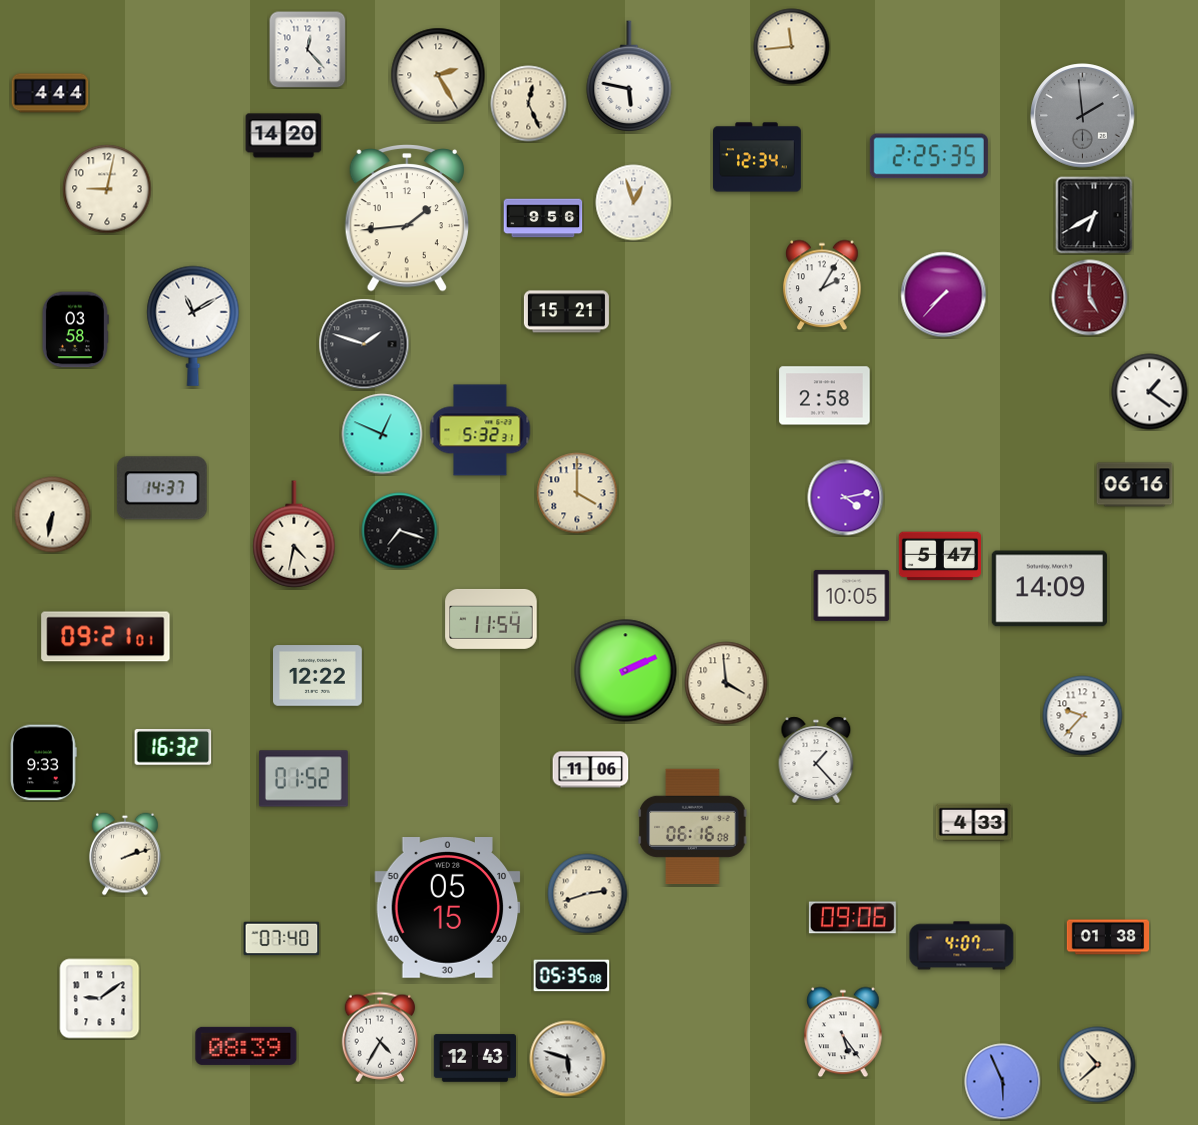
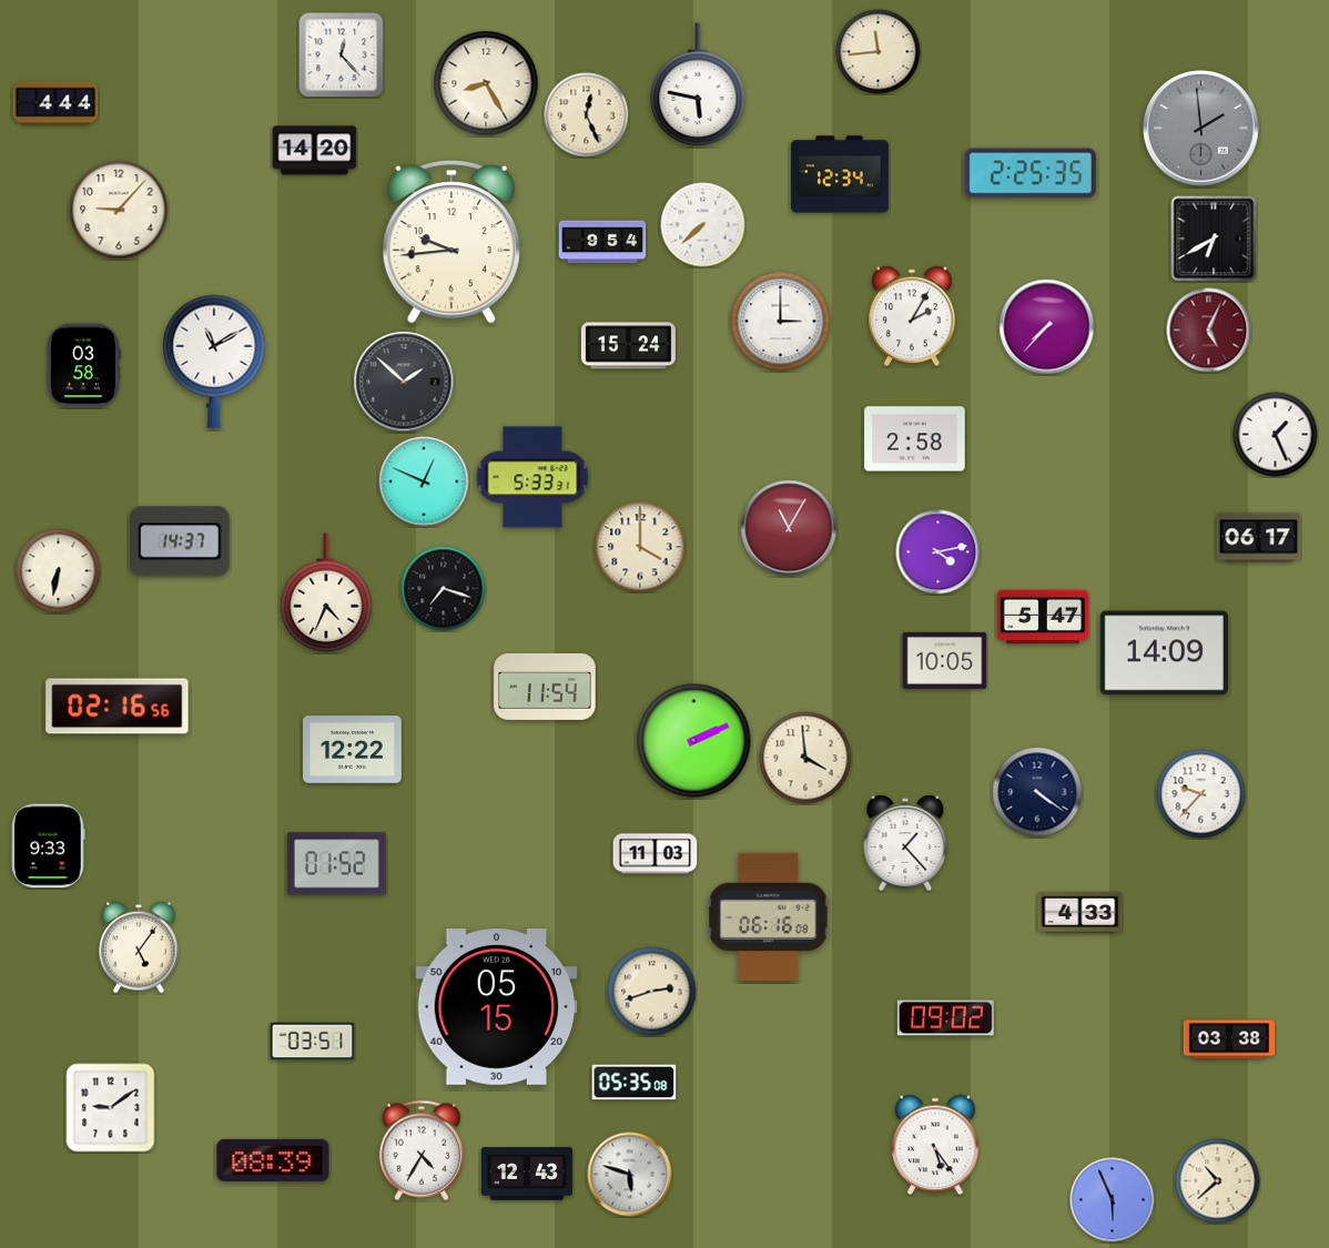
clock at (438, 75): 2:25 -> 8:25
clock at (107, 189): 9:02 -> 9:07
clock at (634, 203): 12:57 -> 7:38
clock at (543, 218): 9:56 -> 9:54
clock at (407, 219): 1:44 -> 9:44
clock at (781, 322): none -> 3:00
clock at (1090, 298): 5:00 -> 5:04
clock at (566, 312): 15:21 -> 15:24
clock at (364, 344): 1:48 -> 1:52
clock at (1150, 392): 1:21 -> 1:26
clock at (480, 430): 5:32 -> 5:33
clock at (789, 528): none -> 11:05
clock at (1135, 485): 06:16 -> 06:17
clock at (294, 534): 4:32 -> 4:34
clock at (106, 637): 09:21 -> 02:16
clock at (626, 671) position: (626, 671) -> (694, 741)
clock at (1037, 792): none -> 4:21
clock at (173, 748): 16:32 -> none
clock at (591, 770): 11:06 -> 11:03
clock at (125, 854): 2:12 -> 5:06
clock at (852, 918): 09:06 -> 09:02
clock at (1108, 937): 01:38 -> 03:38
clock at (282, 939): 07:40 -> 03:51
clock at (962, 946): 4:07 -> none
